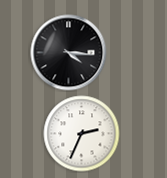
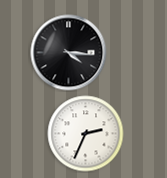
clock at (82, 134) position: (82, 134) -> (86, 134)
